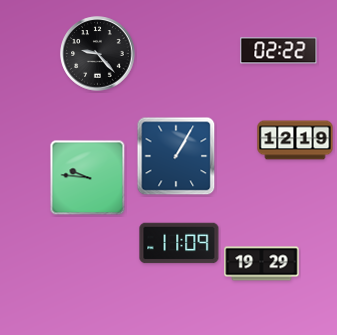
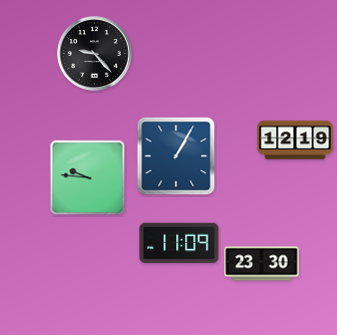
clock at (279, 51): 02:22 -> none
clock at (98, 54) position: (98, 54) -> (95, 54)
clock at (262, 264): 19:29 -> 23:30
